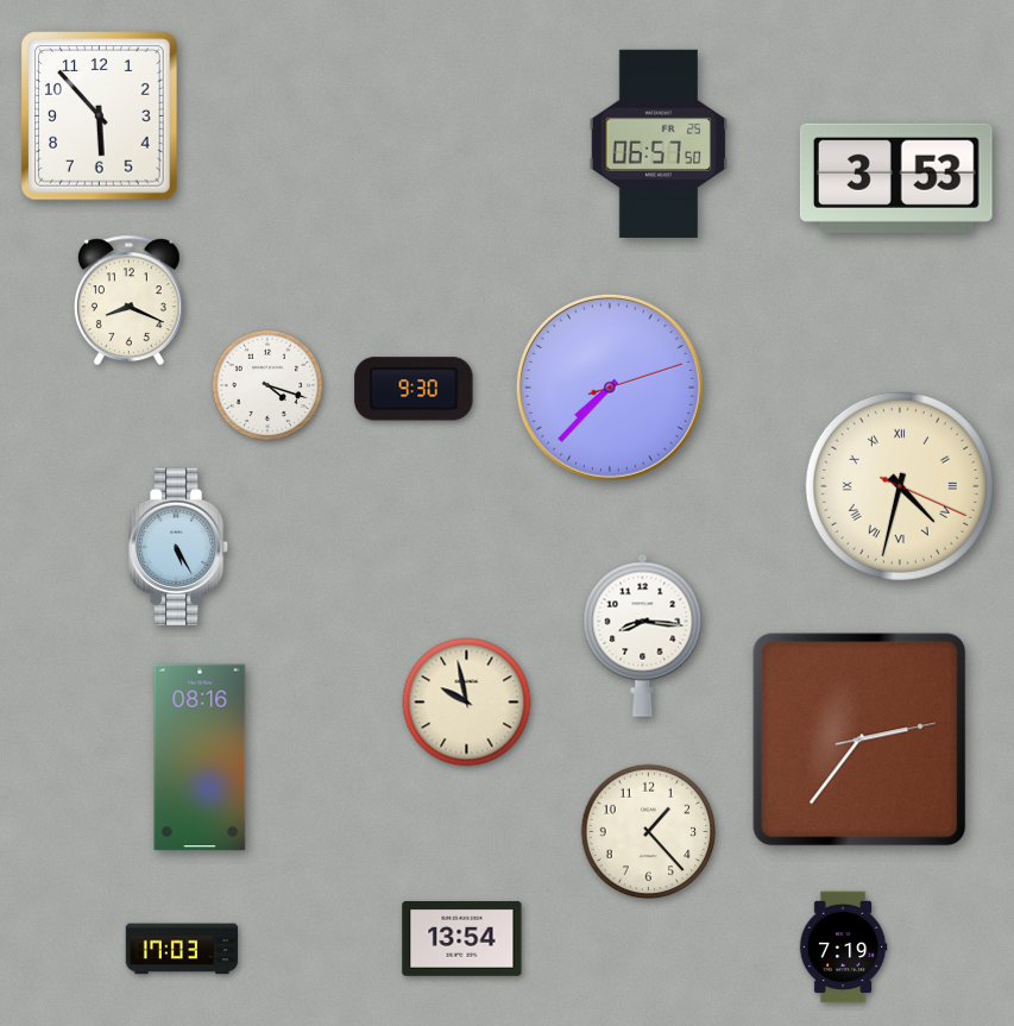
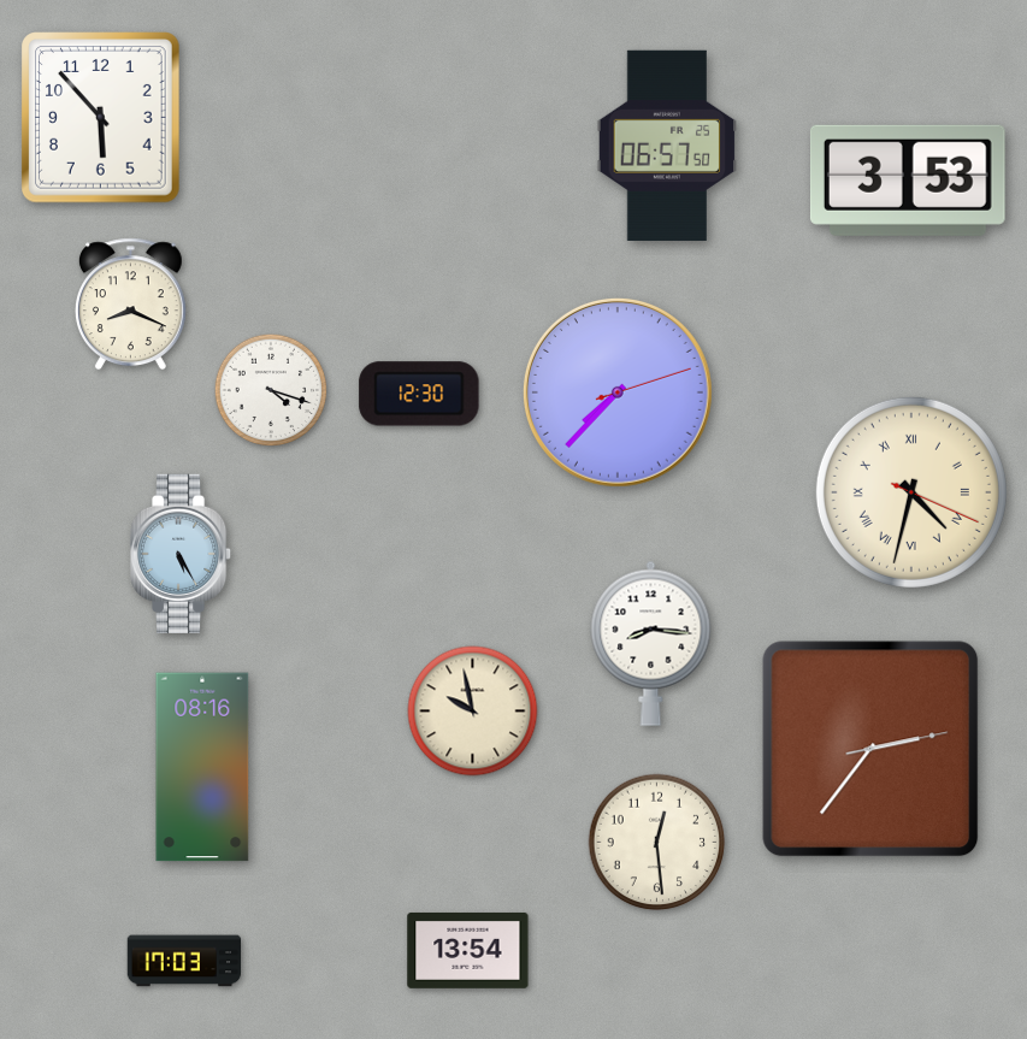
clock at (414, 389): 9:30 -> 12:30
clock at (649, 832): 1:23 -> 12:29
clock at (843, 948): 7:19 -> none
